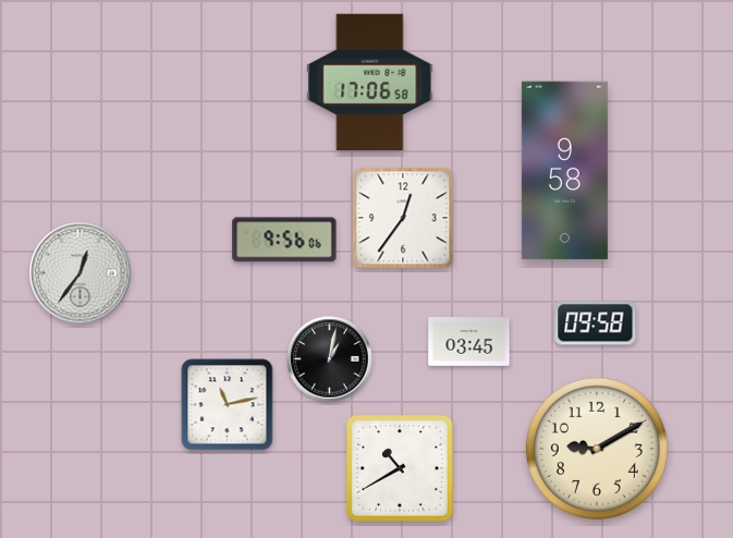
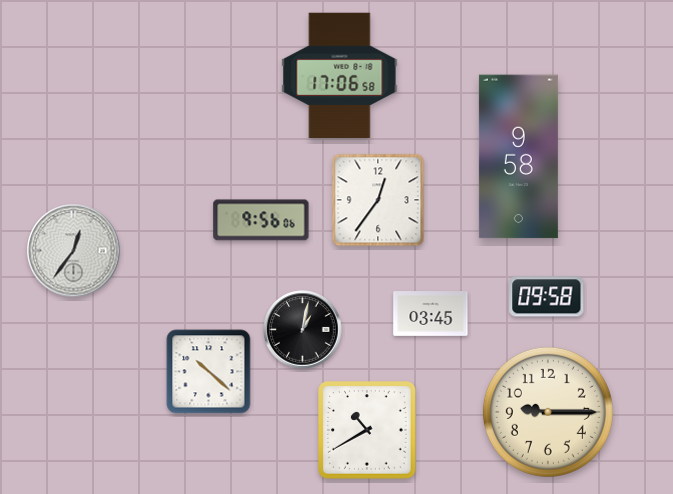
clock at (403, 218) position: (403, 218) -> (378, 200)
clock at (228, 405): 11:13 -> 10:22
clock at (597, 449): 9:10 -> 9:15
